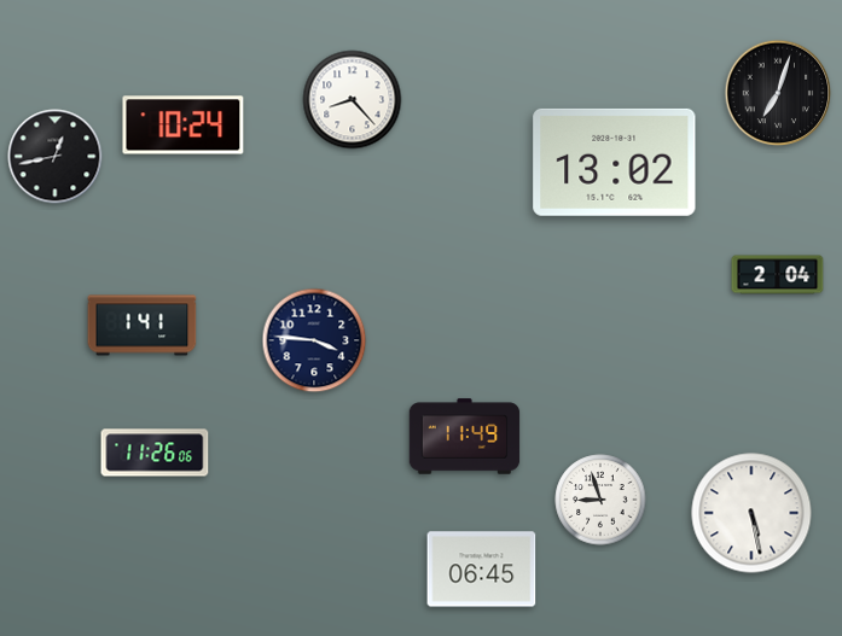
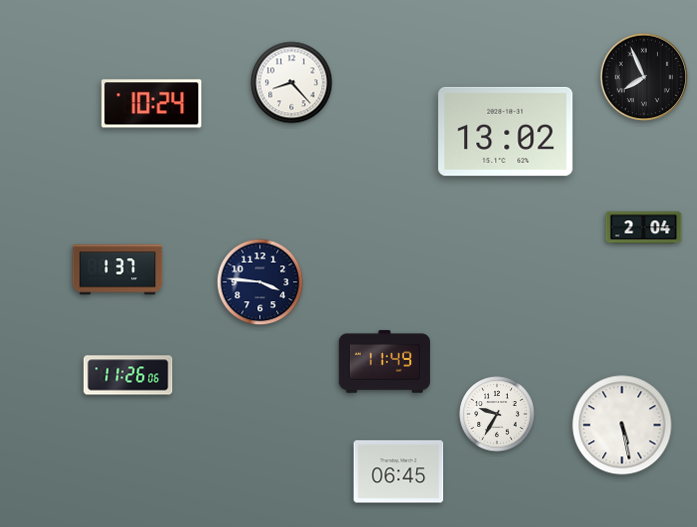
clock at (778, 93): 7:03 -> 7:56
clock at (56, 157): 12:43 -> none
clock at (615, 162) position: (615, 162) -> (506, 131)
clock at (143, 326): 1:41 -> 1:37
clock at (600, 500): 8:57 -> 9:35
